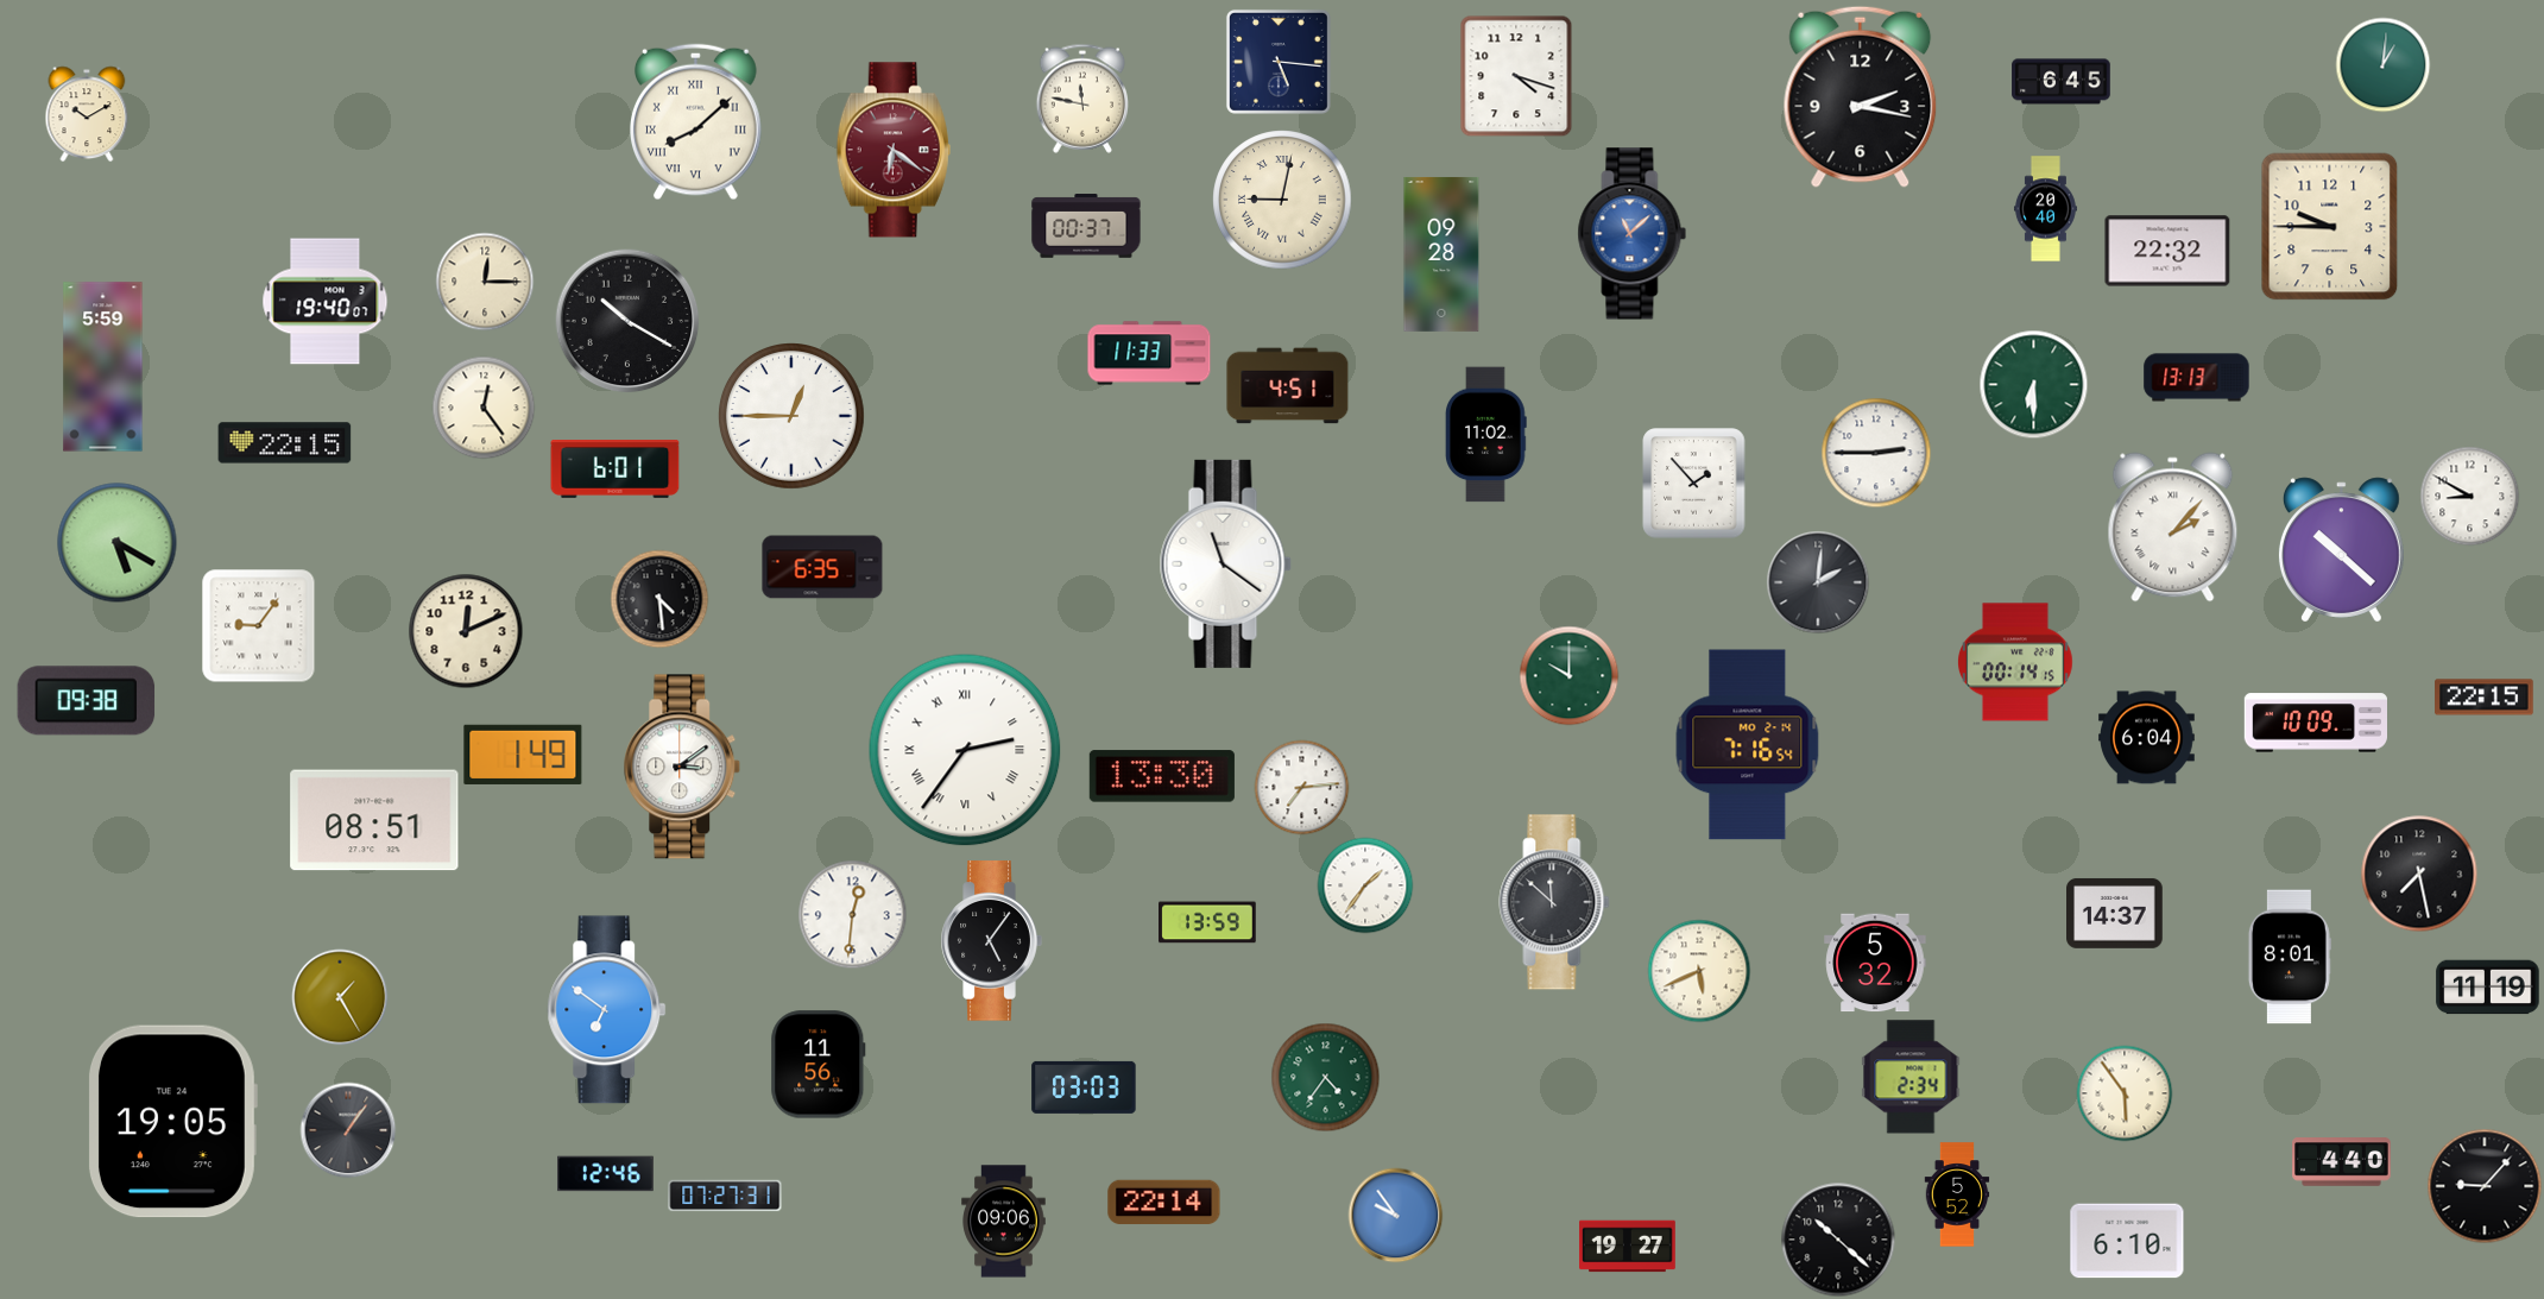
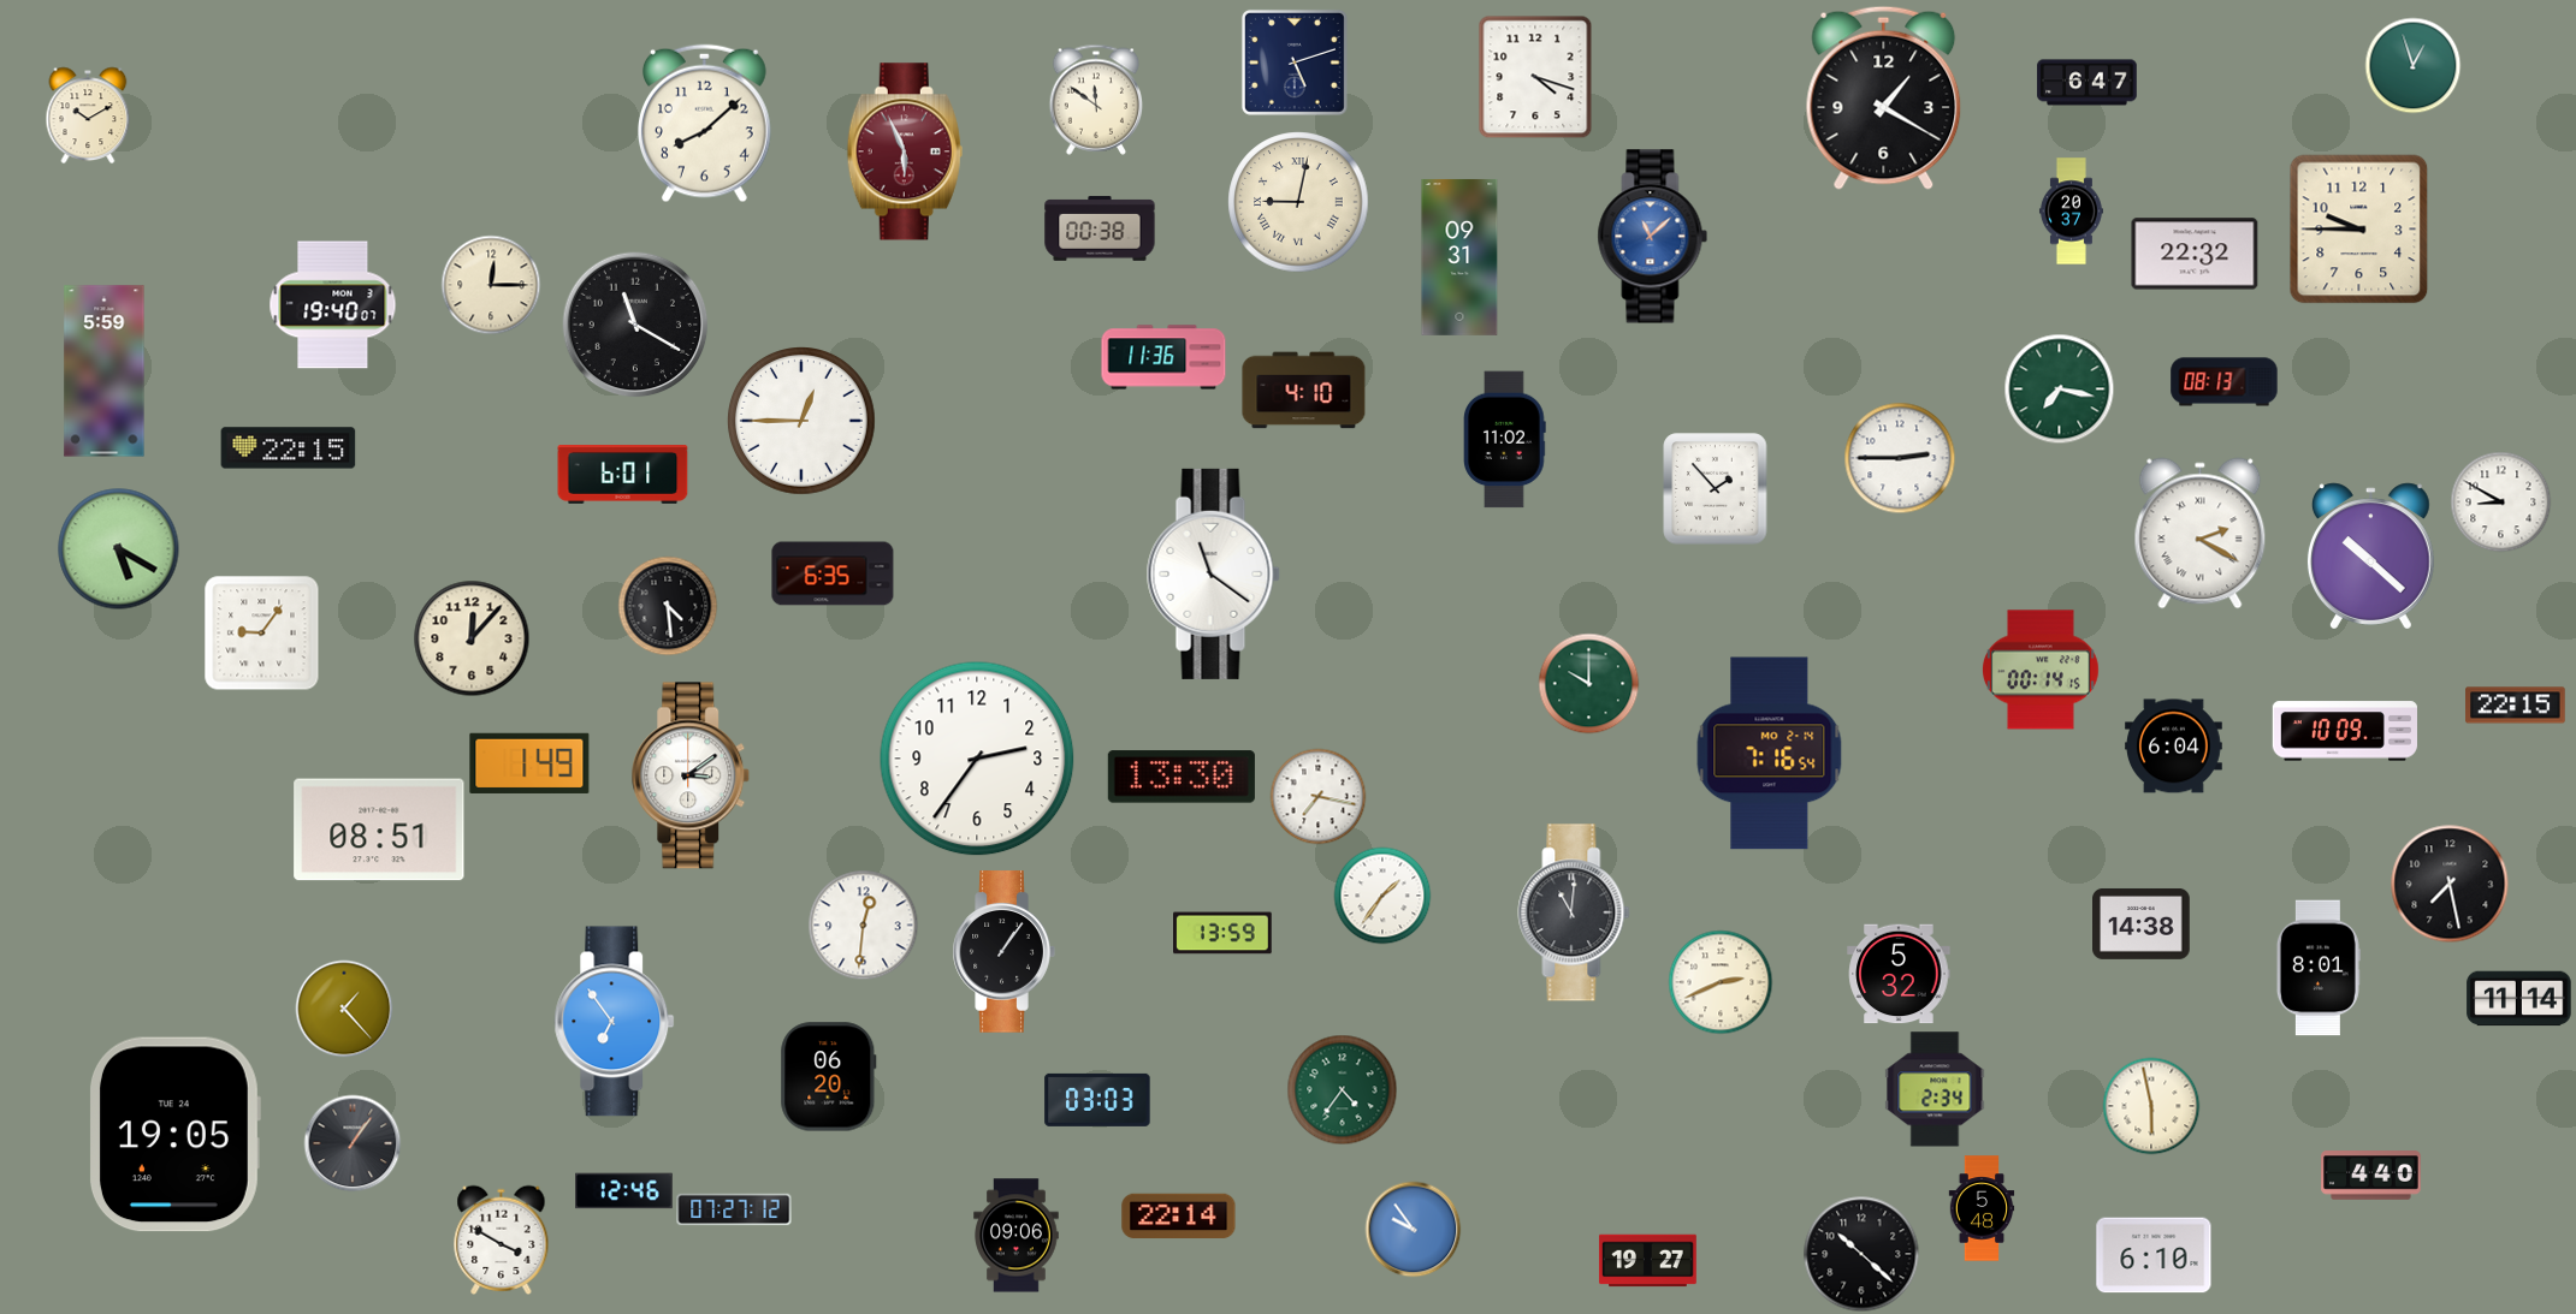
clock at (1279, 62): 5:16 -> 5:12
clock at (2382, 64): 1:01 -> 12:57
clock at (2062, 82): 6:45 -> 6:47
clock at (1861, 96): 2:17 -> 1:20
clock at (1081, 99): 11:47 -> 11:51
clock at (695, 122) numerals: Roman -> Arabic
clock at (894, 150): 6:21 -> 5:56
clock at (2045, 209): 20:40 -> 20:37
clock at (1086, 226): 00:37 -> 00:38
clock at (1441, 254): 09:28 -> 09:31
clock at (326, 302) position: (326, 302) -> (333, 305)
clock at (627, 321): 10:20 -> 11:20
clock at (1149, 353): 11:33 -> 11:36
clock at (2197, 378): 13:13 -> 08:13
clock at (2033, 384): 6:30 -> 7:17
clock at (1288, 386): 4:51 -> 4:10
clock at (484, 408): 12:24 -> none
clock at (2173, 528): 2:07 -> 2:20
clock at (1225, 563) position: (1225, 563) -> (1213, 573)
clock at (1818, 582): 2:01 -> none
clock at (466, 631): 12:11 -> 12:07
clock at (87, 701): 09:38 -> none
clock at (965, 750) numerals: Roman -> Arabic
clock at (1162, 776) position: (1162, 776) -> (1182, 777)
clock at (1301, 787): 7:14 -> 7:17
clock at (1554, 902): 11:52 -> 11:01
clock at (2115, 913): 14:37 -> 14:38
clock at (991, 941): 5:06 -> 1:06
clock at (1699, 971): 5:41 -> 2:41
clock at (2488, 988): 11:19 -> 11:14
clock at (340, 997): 1:25 -> 1:23
clock at (607, 1010): 6:51 -> 6:54
clock at (819, 1065): 11:56 -> 06:20
clock at (2125, 1093): 5:54 -> 5:58
clock at (606, 1174) position: (606, 1174) -> (624, 1191)
clock at (2485, 1186): 9:07 -> none
clock at (1957, 1194): 5:52 -> 5:48
clock at (725, 1196): 07:27:31 -> 07:27:12
clock at (502, 1239): none -> 3:50
